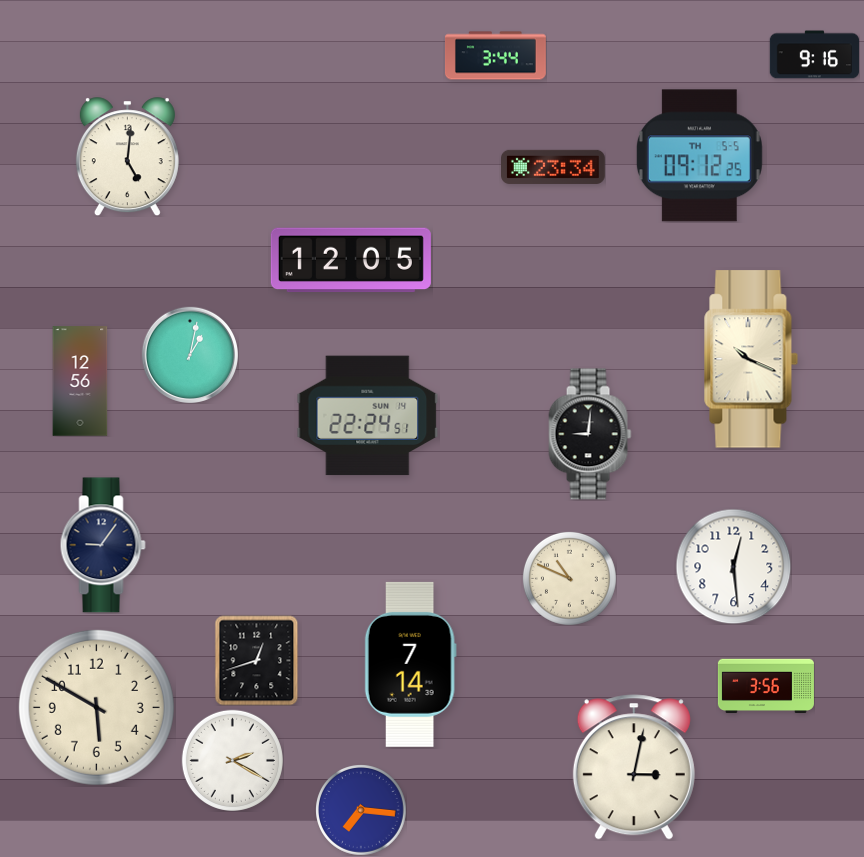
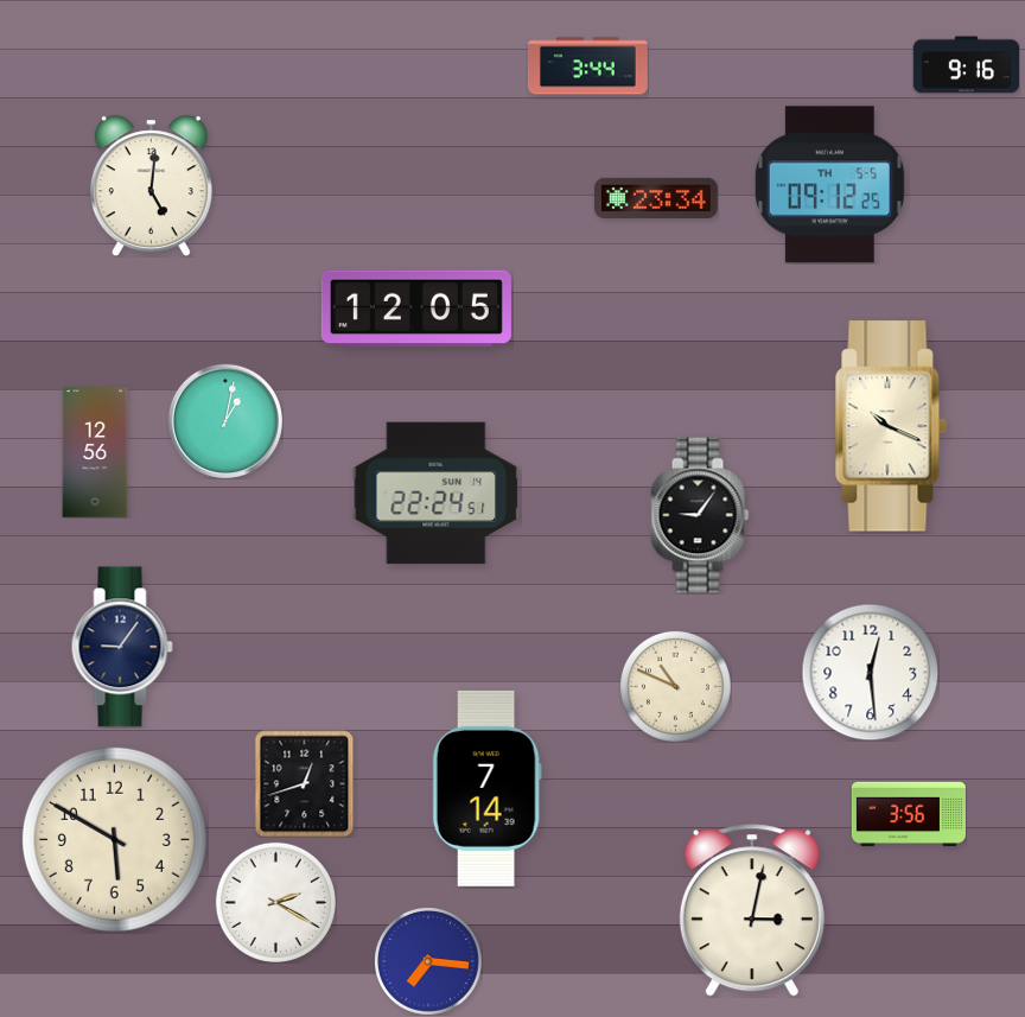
clock at (590, 434): 9:01 -> 9:06
